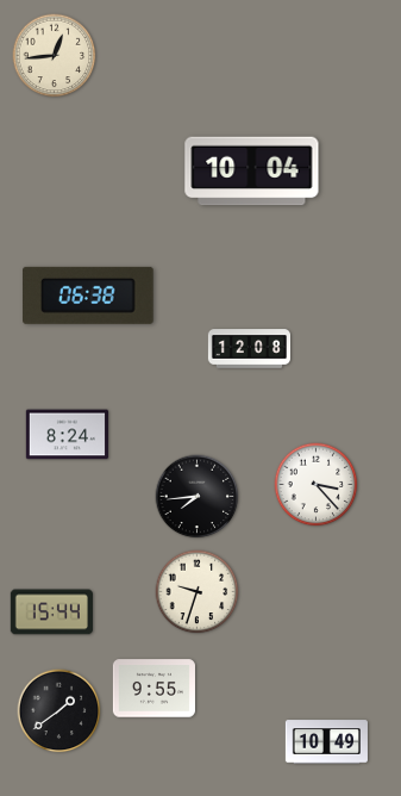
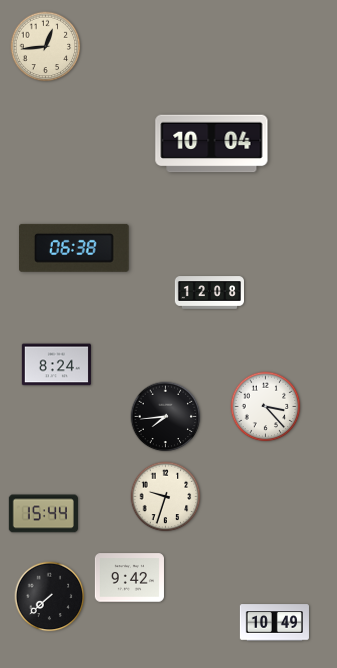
clock at (153, 689): 9:55 -> 9:42
clock at (59, 711): 1:39 -> 7:38
